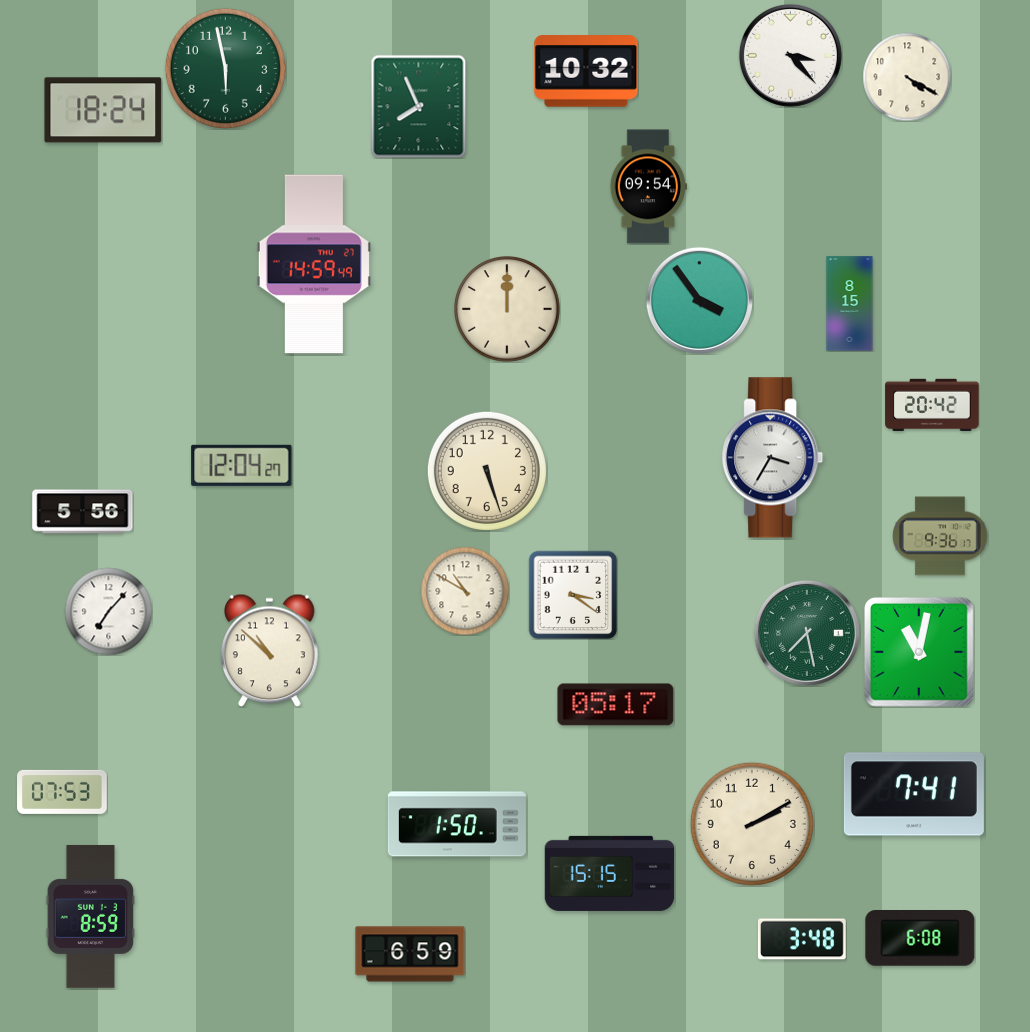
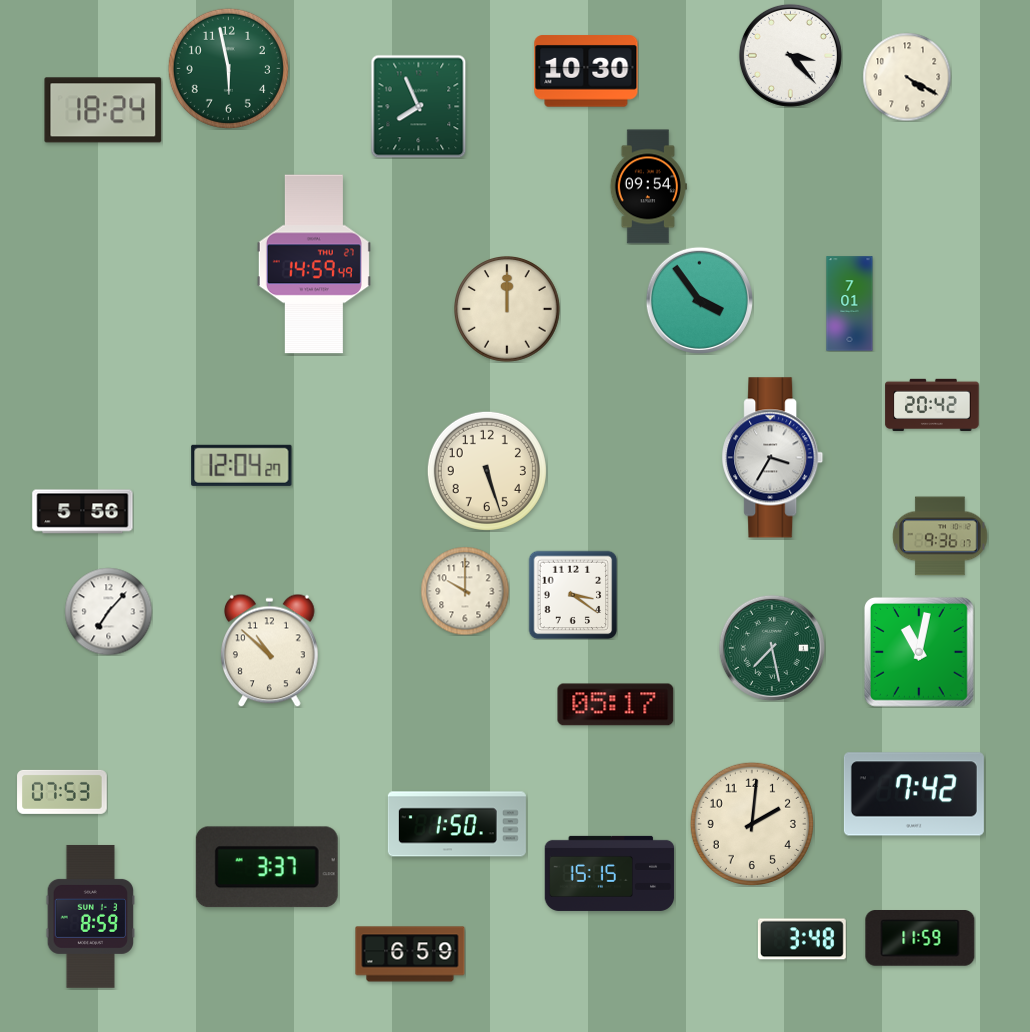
clock at (225, 68) position: (225, 68) -> (228, 68)
clock at (586, 71): 10:32 -> 10:30
clock at (850, 304): 8:15 -> 7:01
clock at (465, 591): 10:50 -> 10:00
clock at (807, 633) position: (807, 633) -> (772, 648)
clock at (914, 794): 7:41 -> 7:42
clock at (752, 824): 2:10 -> 2:01
clock at (267, 867): none -> 3:37
clock at (920, 939): 6:08 -> 11:59
